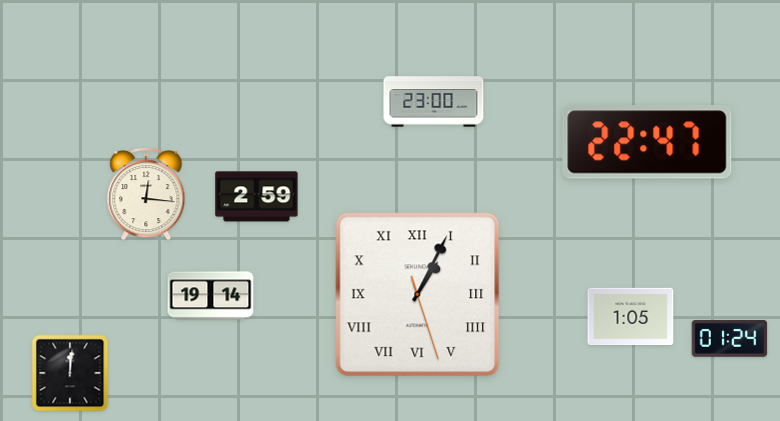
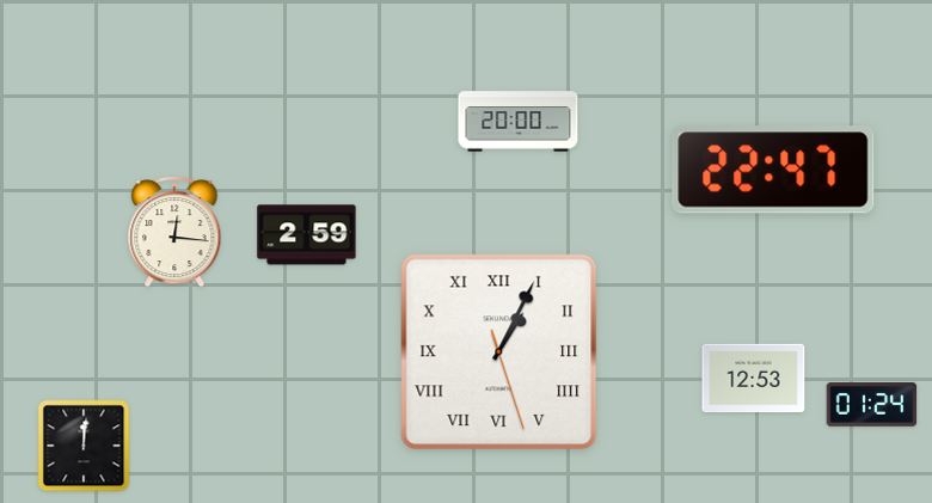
clock at (434, 102): 23:00 -> 20:00
clock at (211, 296): 19:14 -> none
clock at (631, 317): 1:05 -> 12:53
